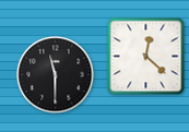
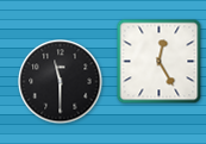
clock at (146, 57): 12:22 -> 12:25
